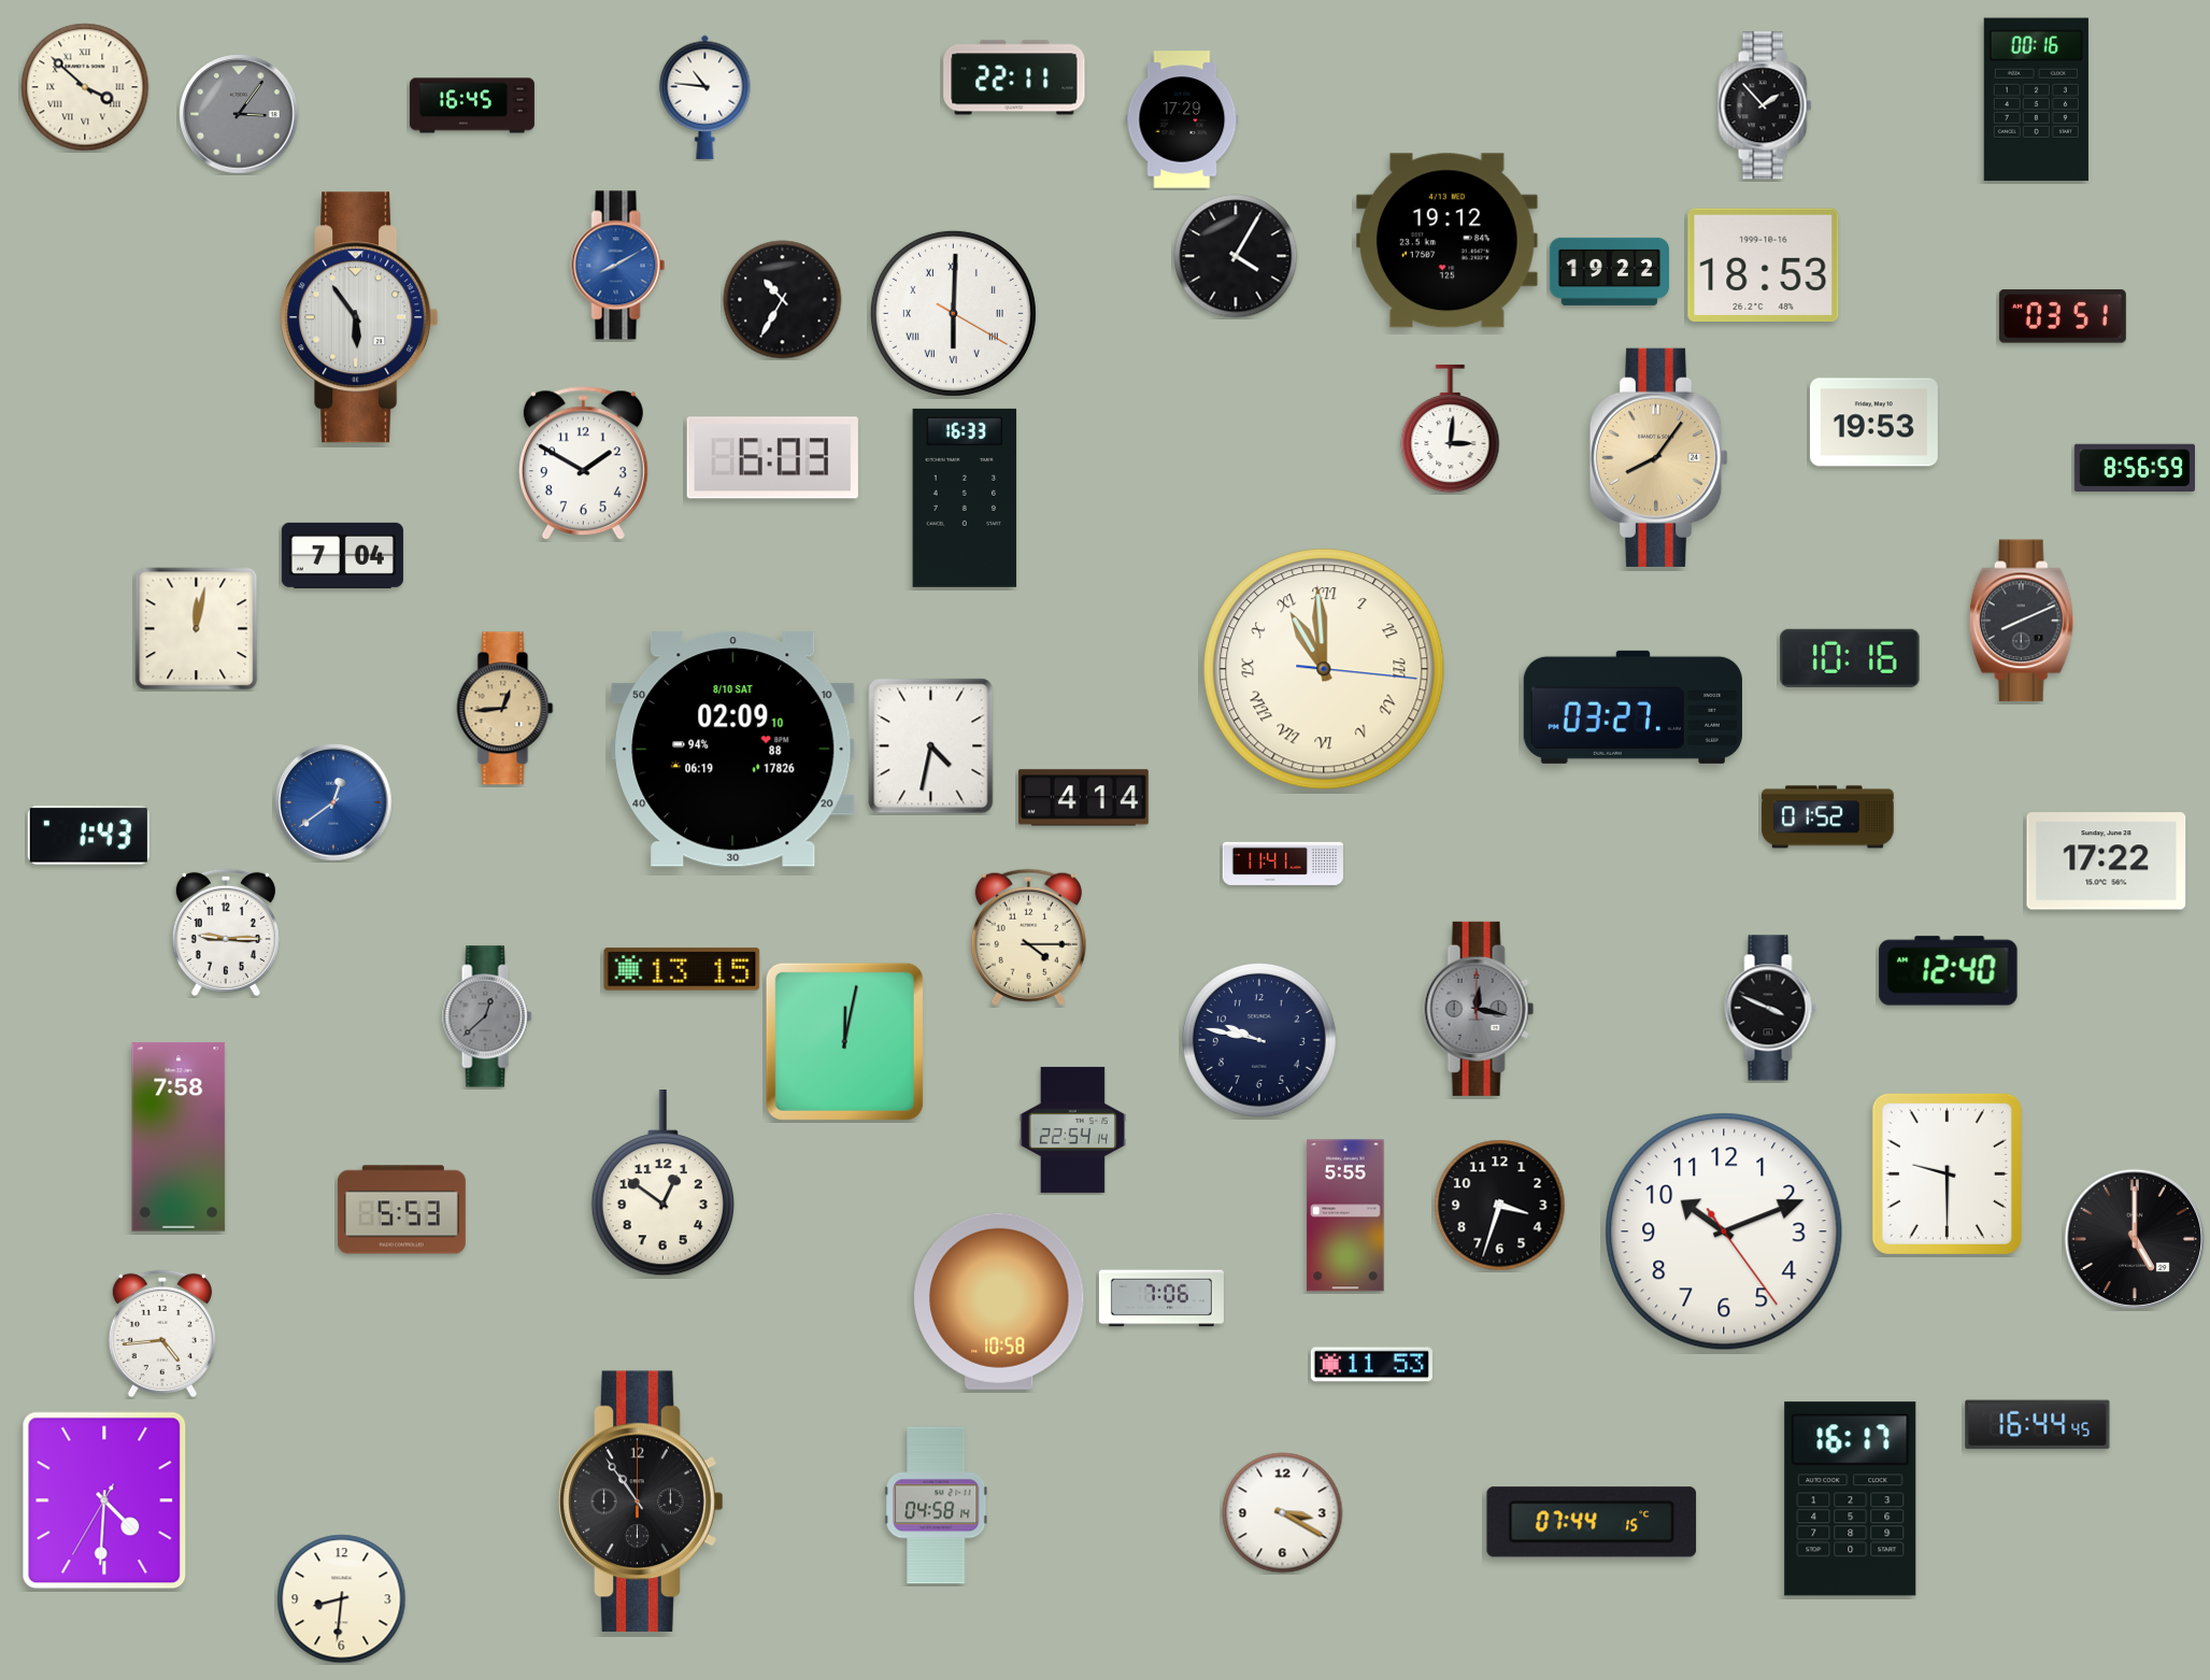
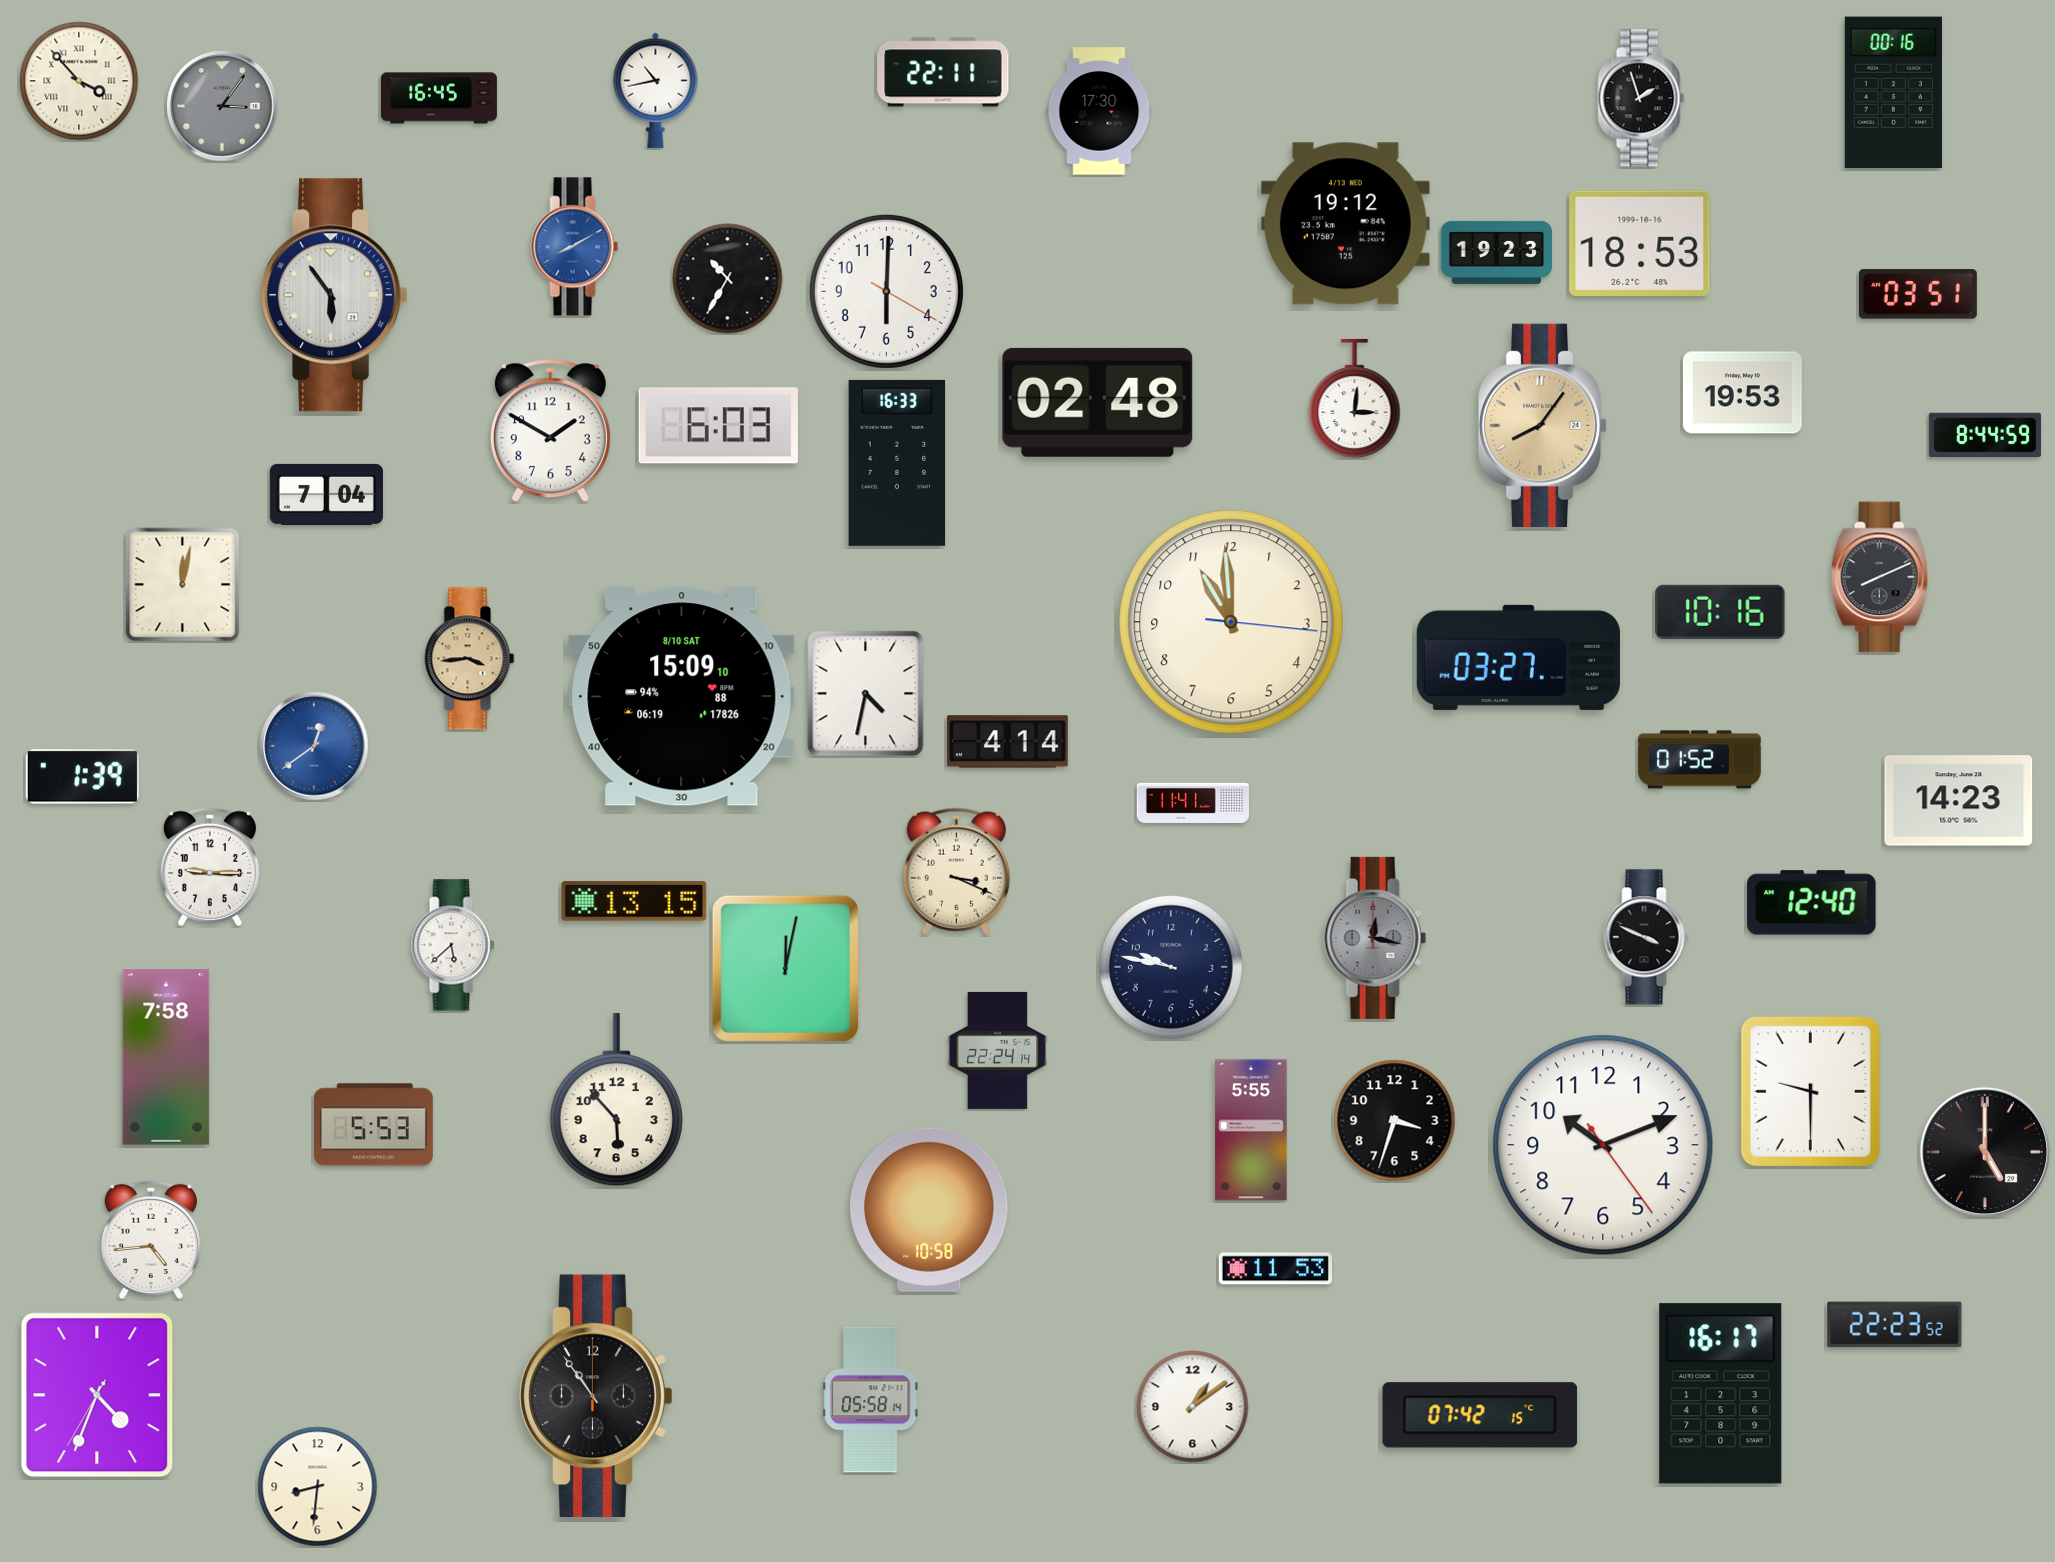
clock at (85, 87): 3:52 -> 3:53
clock at (705, 97): 10:46 -> 10:43
clock at (1765, 105): 1:53 -> 1:57
clock at (1182, 119): 17:29 -> 17:30
clock at (1236, 256): 4:05 -> none
clock at (1764, 265) position: (1764, 265) -> (1640, 243)
clock at (1609, 271): 19:22 -> 19:23
clock at (953, 313) numerals: Roman -> Arabic
clock at (1451, 429) position: (1451, 429) -> (1355, 399)
clock at (1098, 402): none -> 02:48
clock at (583, 464) position: (583, 464) -> (550, 431)
clock at (2135, 467): 8:56 -> 8:44
clock at (342, 555) position: (342, 555) -> (326, 494)
clock at (1324, 669) numerals: Roman -> Arabic
clock at (505, 709): 12:44 -> 3:44
clock at (733, 750): 02:09 -> 15:09
clock at (333, 802) position: (333, 802) -> (314, 746)
clock at (88, 836): 1:43 -> 1:39
clock at (2107, 862): 17:22 -> 14:23
clock at (1028, 937): 4:15 -> 3:19
clock at (487, 1016): 12:38 -> 5:38
clock at (487, 1016) dial: grey -> white
clock at (1072, 1129): 22:54 -> 22:24
clock at (662, 1183): 12:51 -> 5:53
clock at (1161, 1298): 7:06 -> none
clock at (2038, 1425): 16:44 -> 22:23
clock at (104, 1500): 4:30 -> 4:33
clock at (937, 1506): 04:58 -> 05:58
clock at (1283, 1513): 3:20 -> 1:09
clock at (1592, 1522): 07:44 -> 07:42
